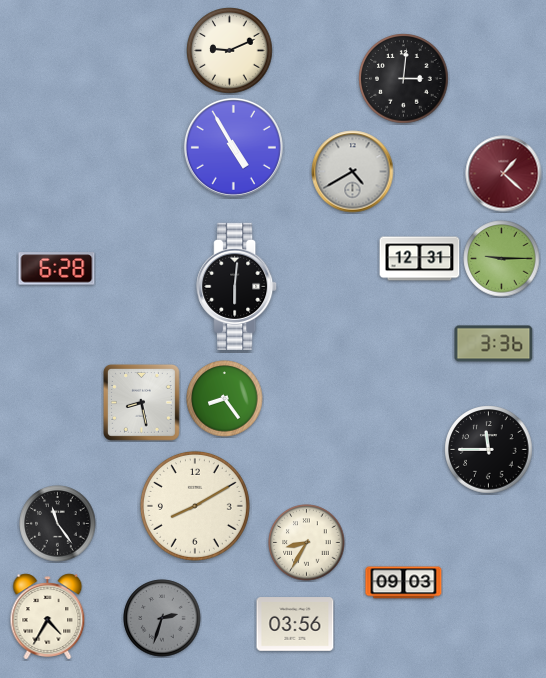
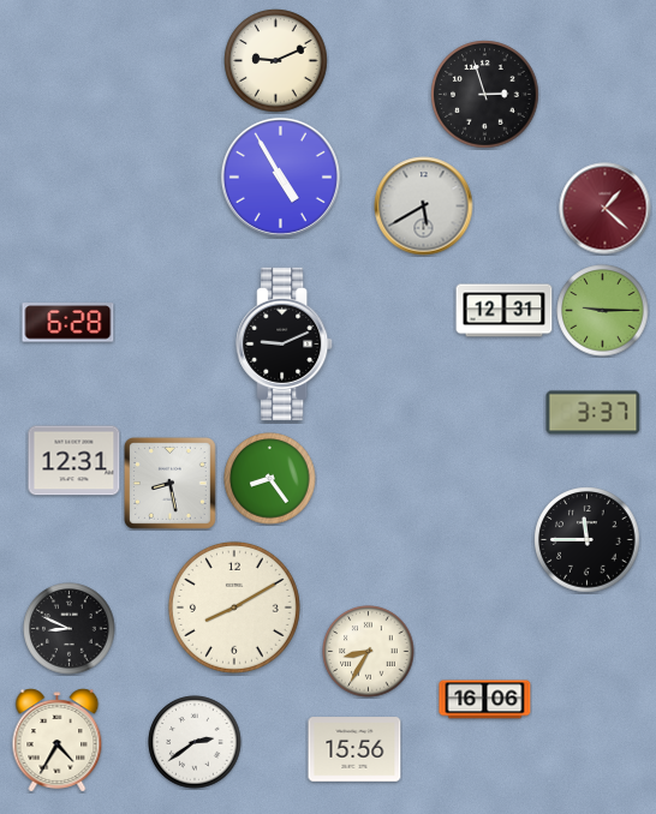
clock at (404, 79): 3:01 -> 2:57
clock at (353, 172): 4:40 -> 5:40
clock at (237, 286): 6:01 -> 9:11
clock at (494, 344): 3:36 -> 3:37
clock at (74, 461): none -> 12:31
clock at (58, 524): 11:24 -> 8:49
clock at (404, 583): 09:03 -> 16:06
clock at (162, 618): 2:33 -> 2:39
clock at (162, 618) dial: grey -> white
clock at (295, 624): 03:56 -> 15:56
